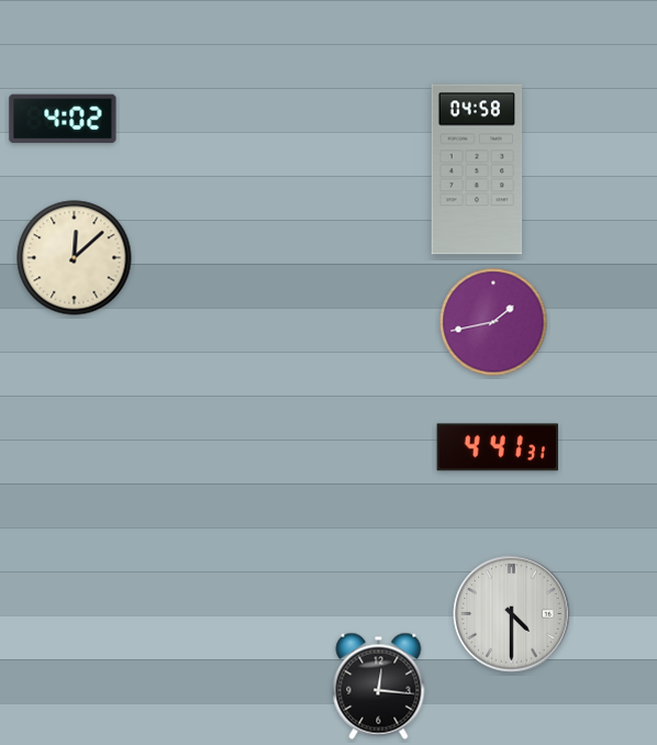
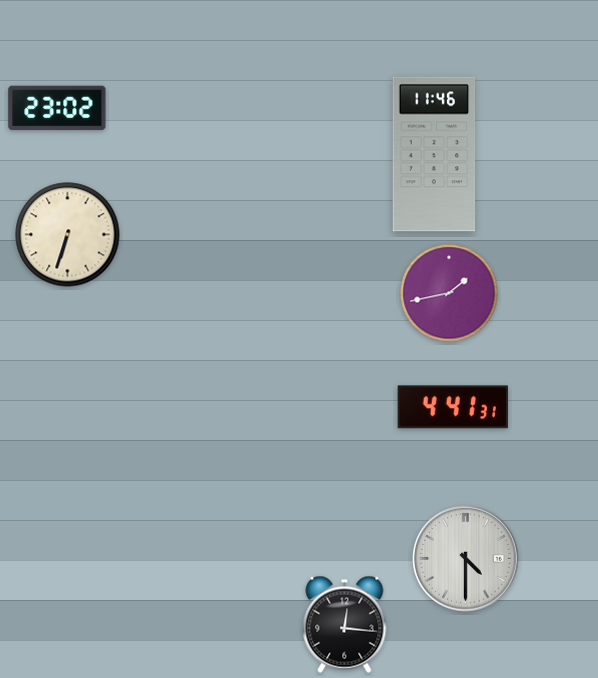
clock at (63, 119): 4:02 -> 23:02
clock at (477, 169): 04:58 -> 11:46
clock at (75, 258): 12:08 -> 6:33
